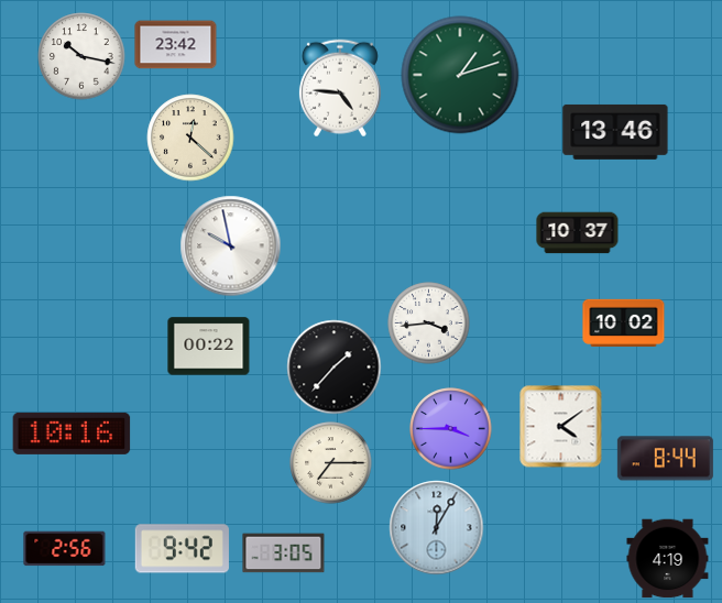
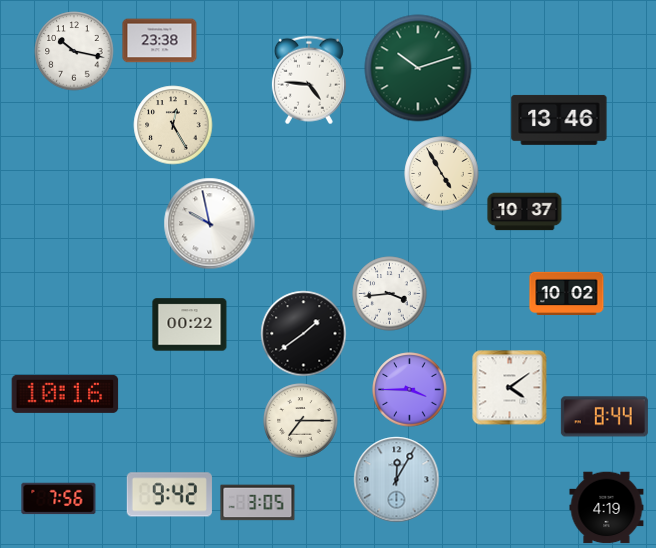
clock at (176, 45): 23:42 -> 23:38
clock at (460, 75): 1:12 -> 10:12
clock at (190, 138): 12:22 -> 12:25
clock at (442, 174): none -> 4:55
clock at (209, 347) position: (209, 347) -> (190, 325)
clock at (335, 368): 1:37 -> 1:39
clock at (65, 549): 2:56 -> 7:56
clock at (182, 549) position: (182, 549) -> (169, 495)
